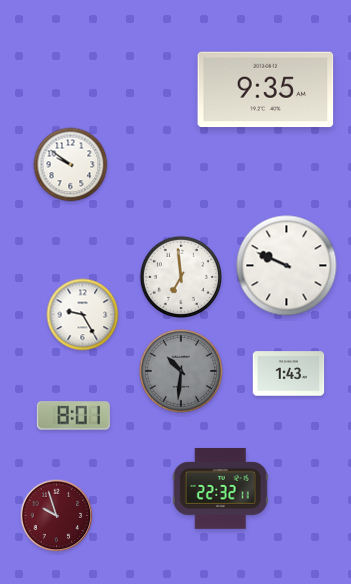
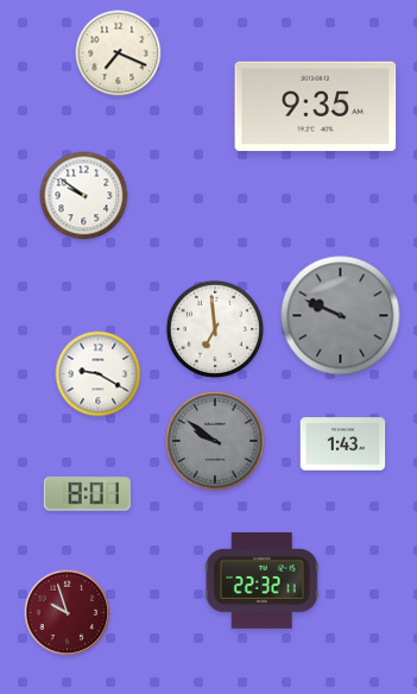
clock at (119, 53): none -> 7:19
clock at (287, 266) dial: white -> grey
clock at (83, 315): 9:25 -> 9:20
clock at (181, 371): 10:31 -> 9:51
